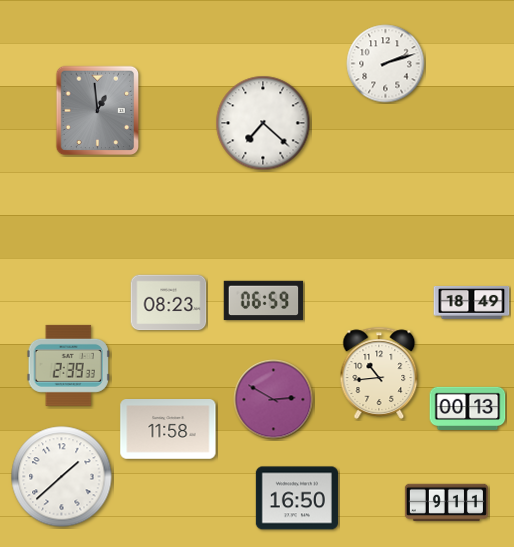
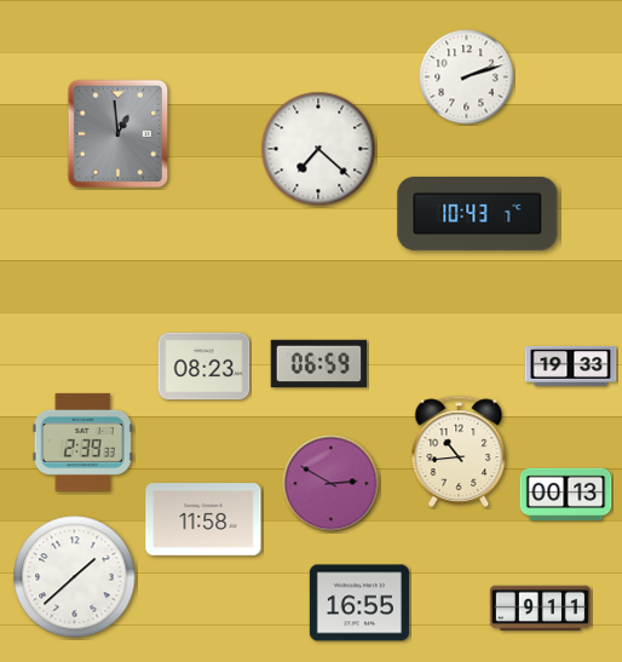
clock at (478, 214): none -> 10:43
clock at (472, 302): 18:49 -> 19:33
clock at (297, 498): 16:50 -> 16:55
